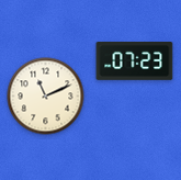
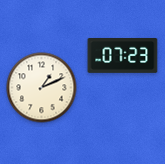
clock at (46, 97): 11:11 -> 1:11
